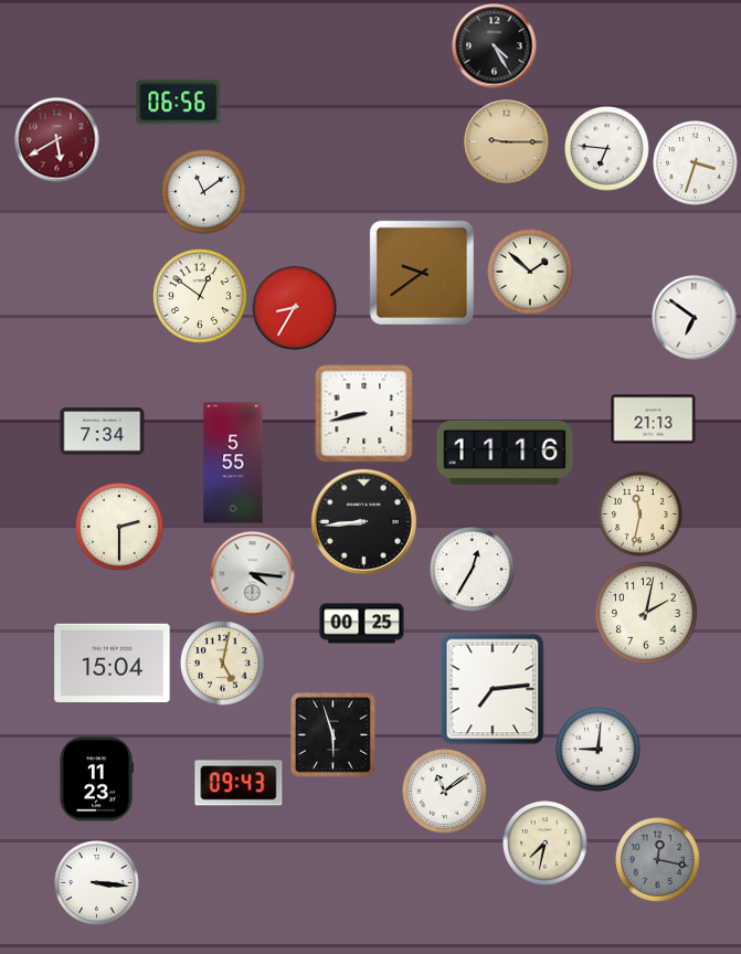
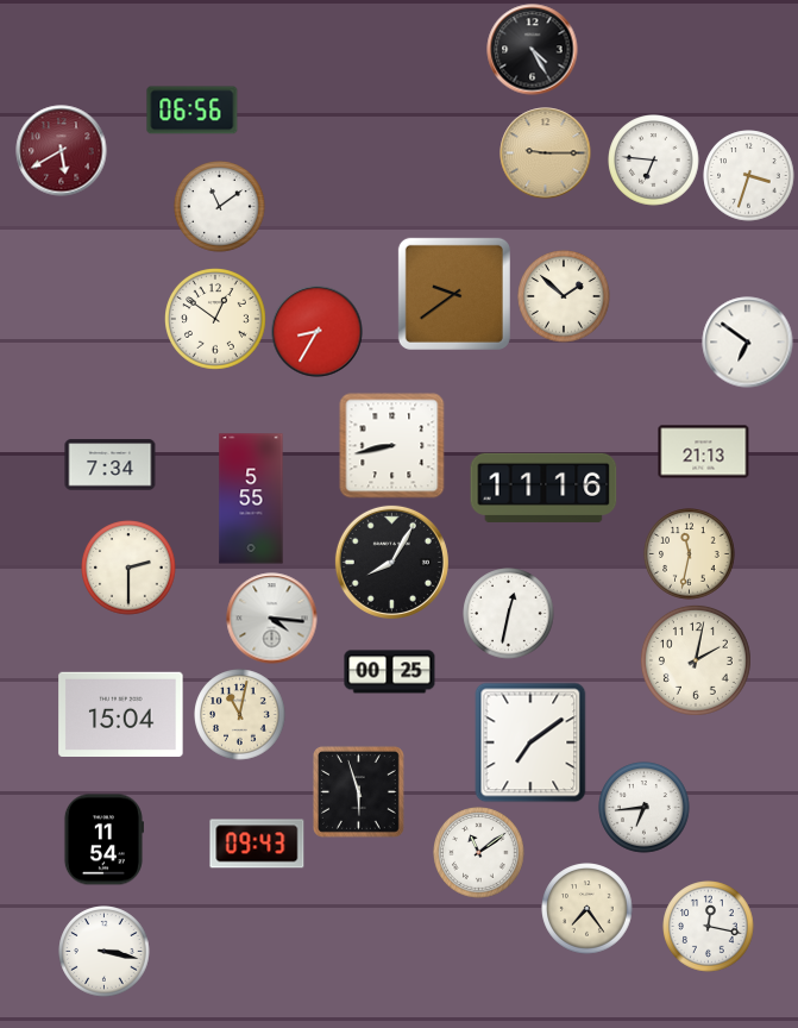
clock at (530, 272) position: (530, 272) -> (564, 296)
clock at (363, 521): 8:44 -> 8:05
clock at (473, 570): 12:35 -> 12:32
clock at (223, 664): 5:02 -> 11:02
clock at (493, 689): 7:14 -> 7:09
clock at (599, 750): 9:01 -> 6:44
clock at (96, 780): 11:23 -> 11:54
clock at (546, 844): 7:32 -> 7:24
clock at (658, 860) dial: grey -> white
clock at (97, 883): 3:16 -> 3:17
